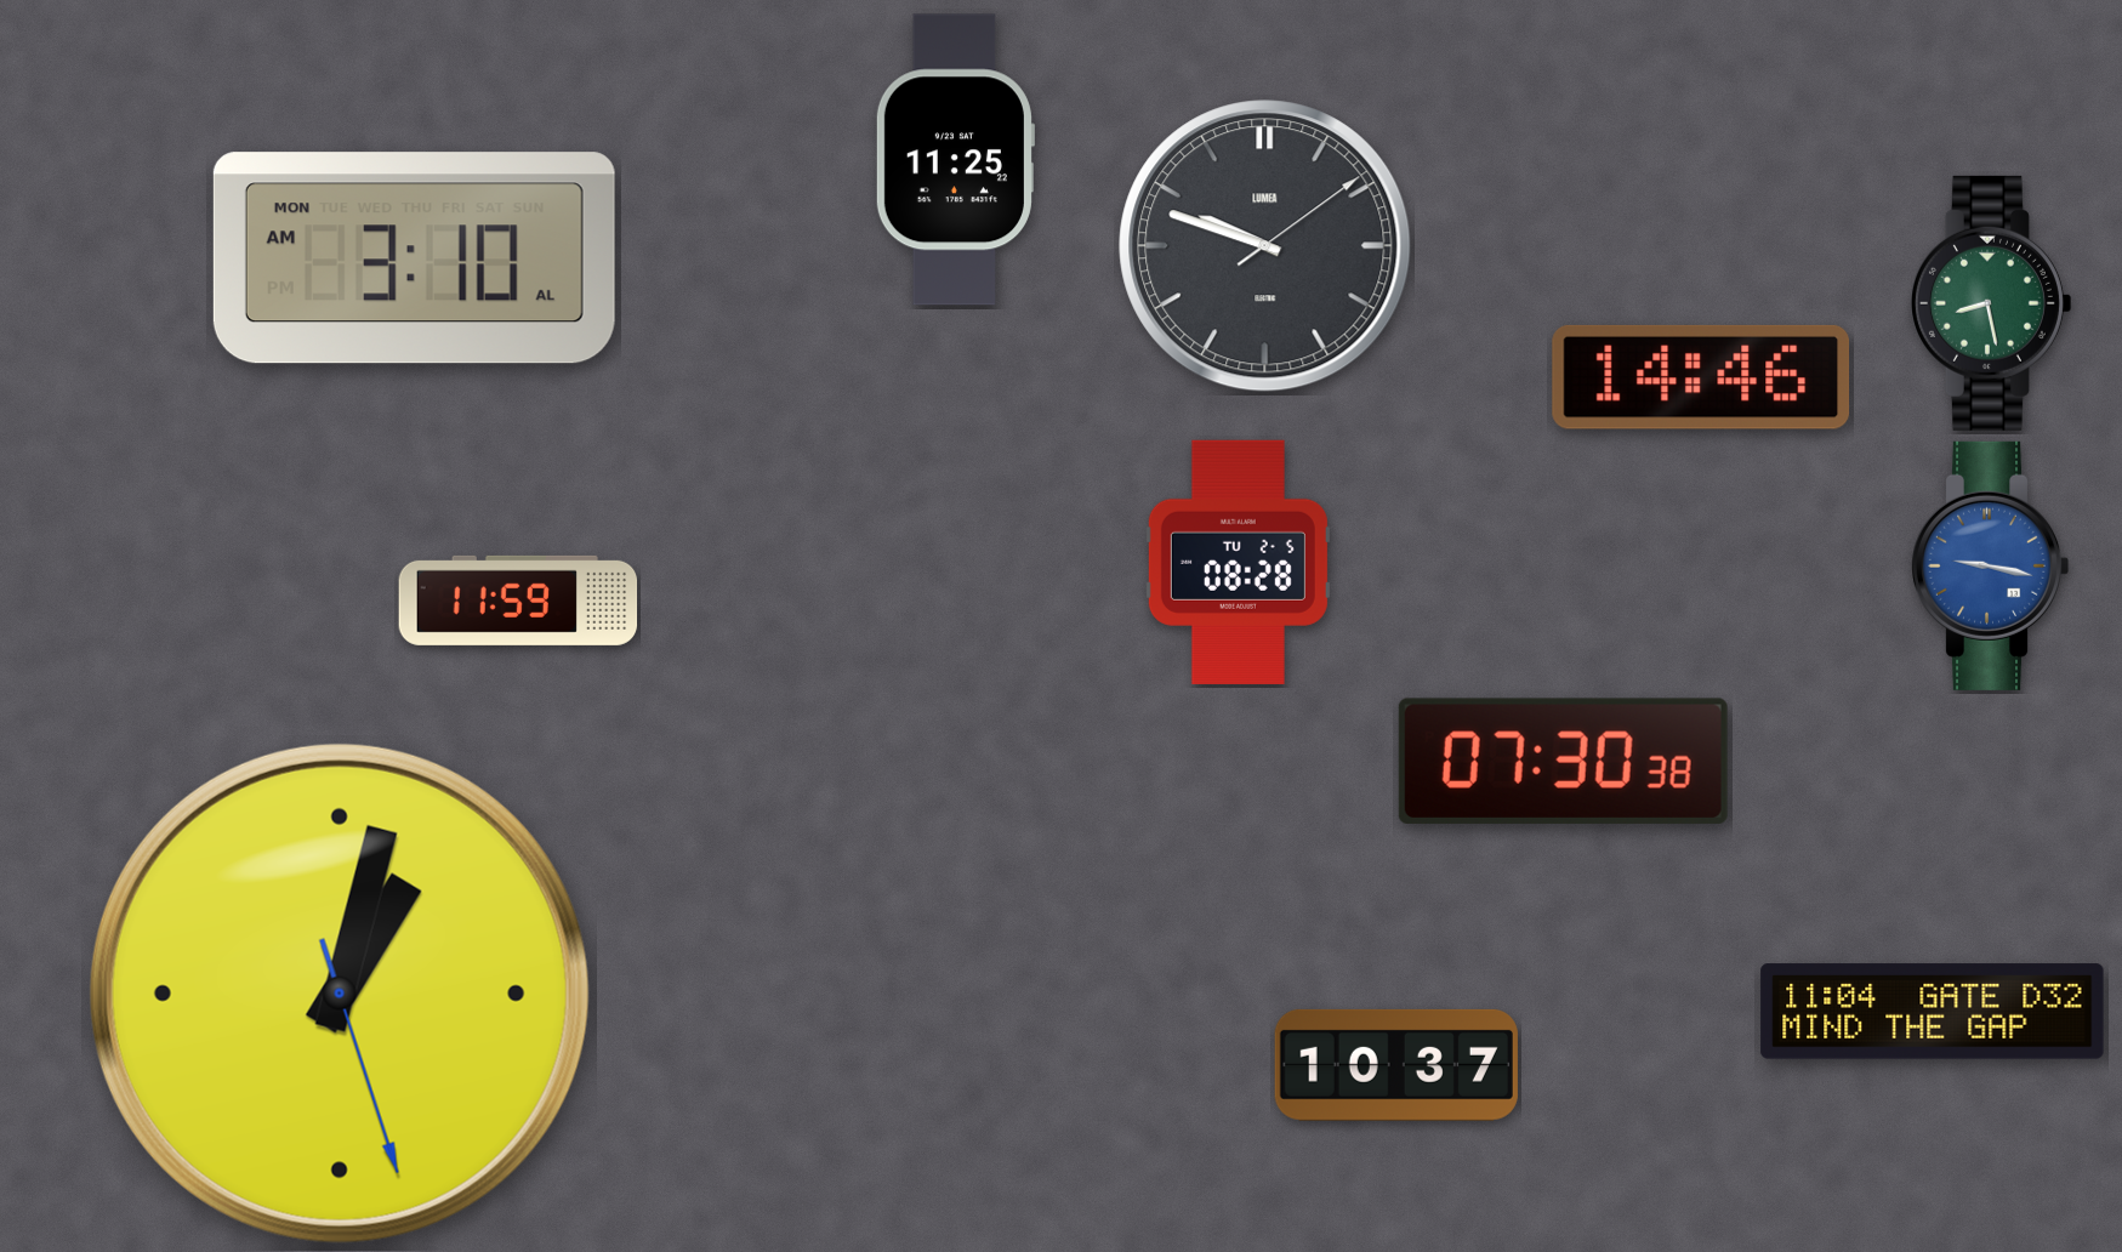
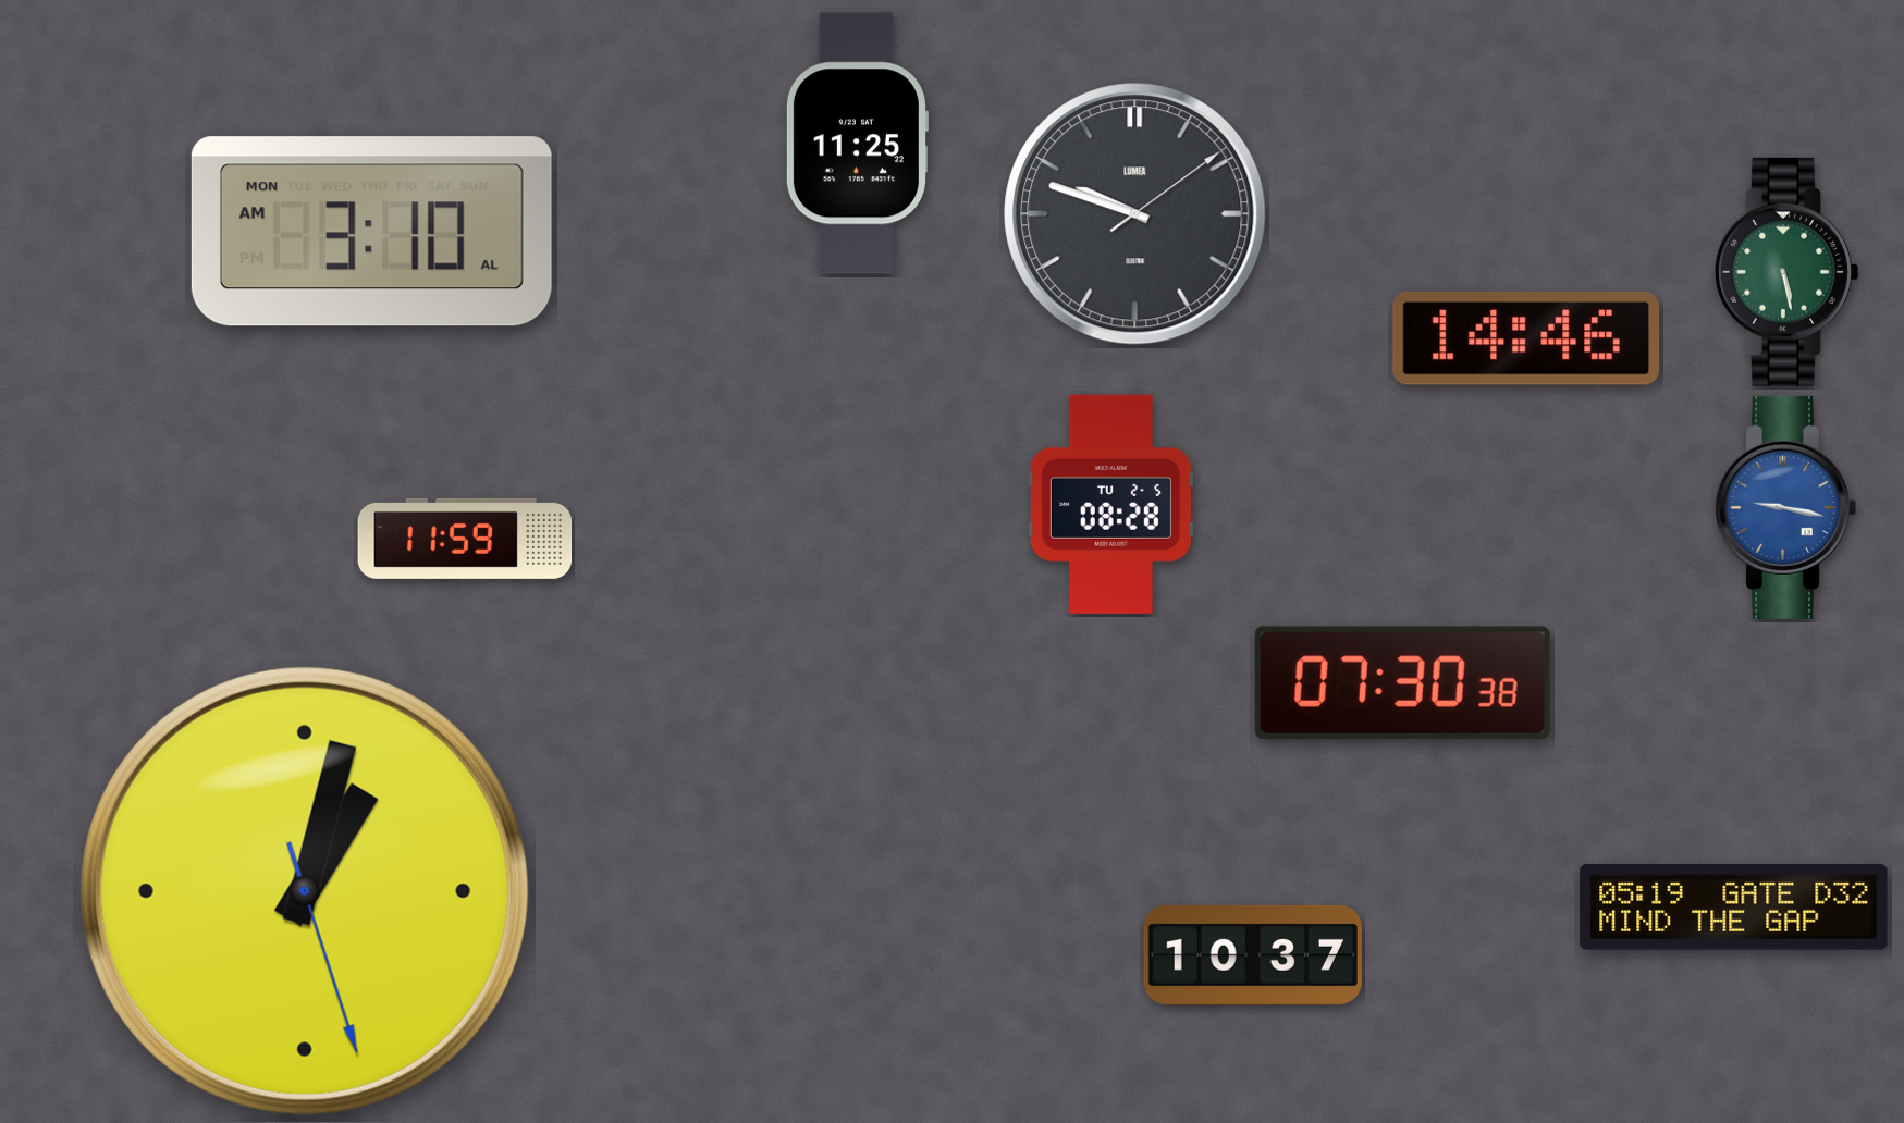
clock at (1265, 246) position: (1265, 246) -> (1135, 214)
clock at (1990, 303): 8:28 -> 5:28
clock at (1933, 1012): 11:04 -> 05:19
